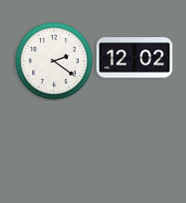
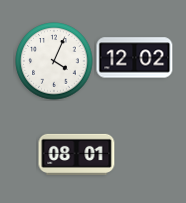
clock at (54, 61): 2:21 -> 4:04
clock at (77, 154): none -> 08:01
